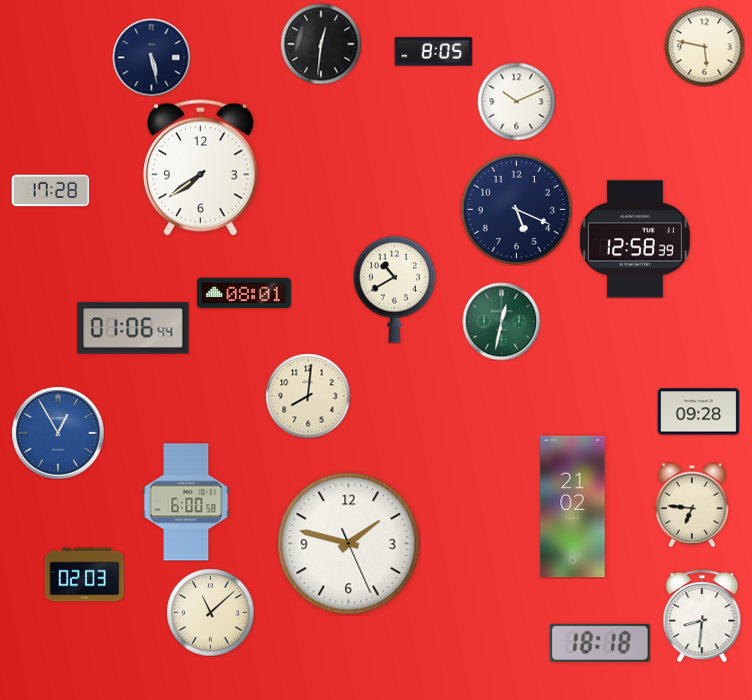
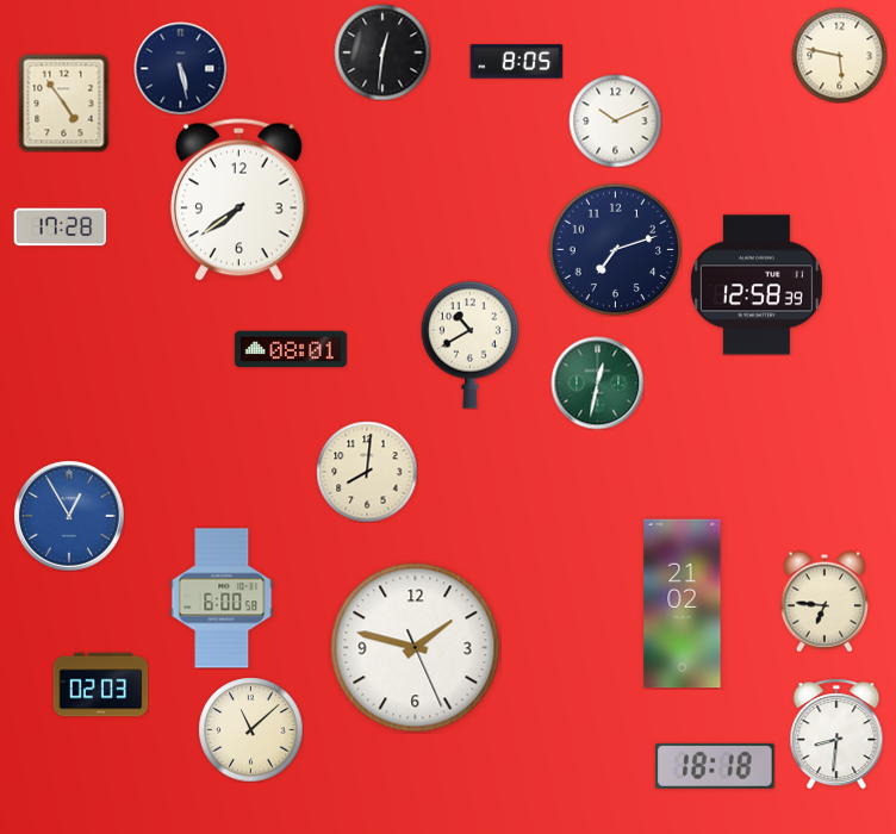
clock at (64, 102): none -> 4:54
clock at (516, 209): 5:19 -> 7:12
clock at (133, 328): 01:06 -> none
clock at (698, 412): 09:28 -> none
